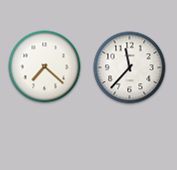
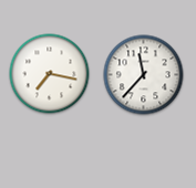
clock at (45, 67): 7:22 -> 7:17
